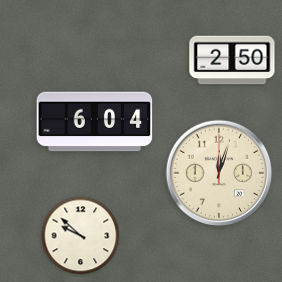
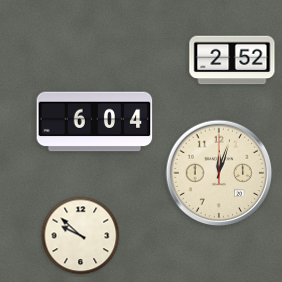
clock at (232, 60): 2:50 -> 2:52
